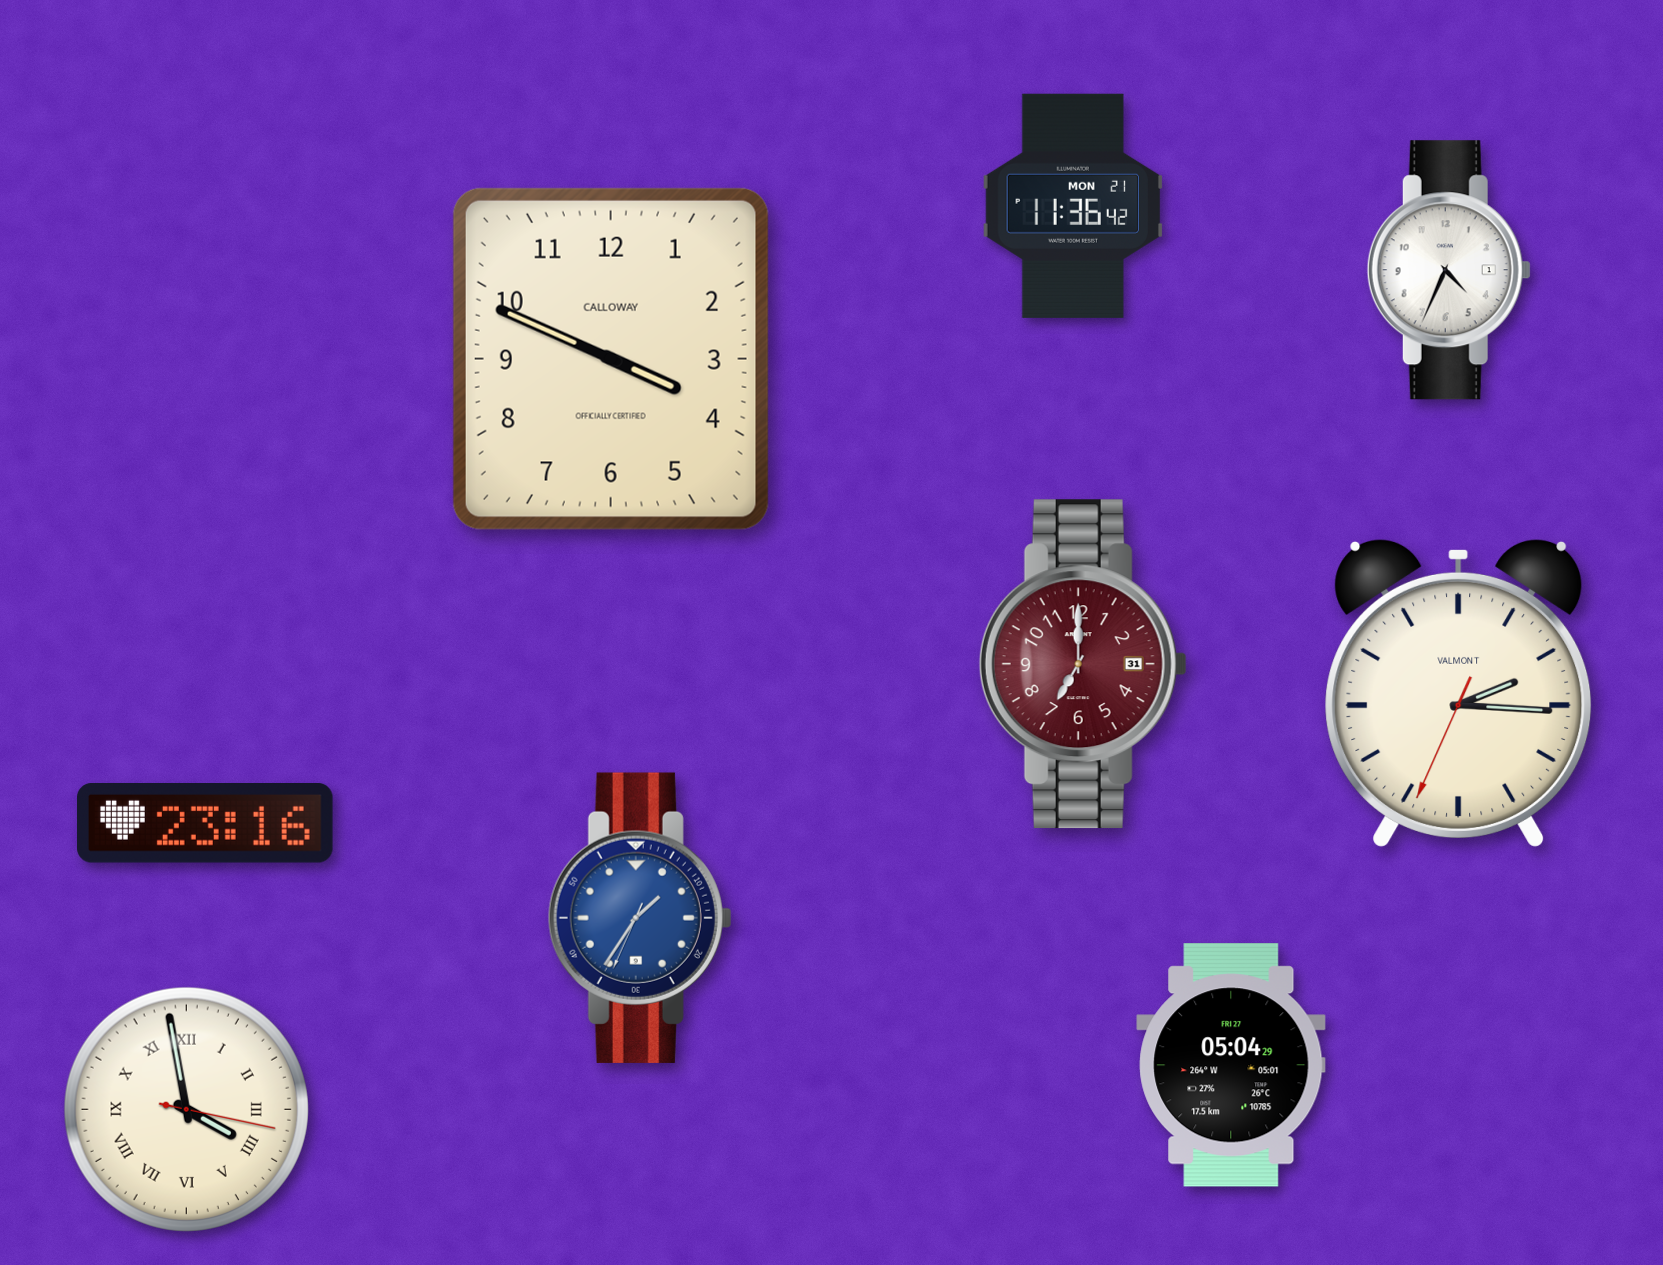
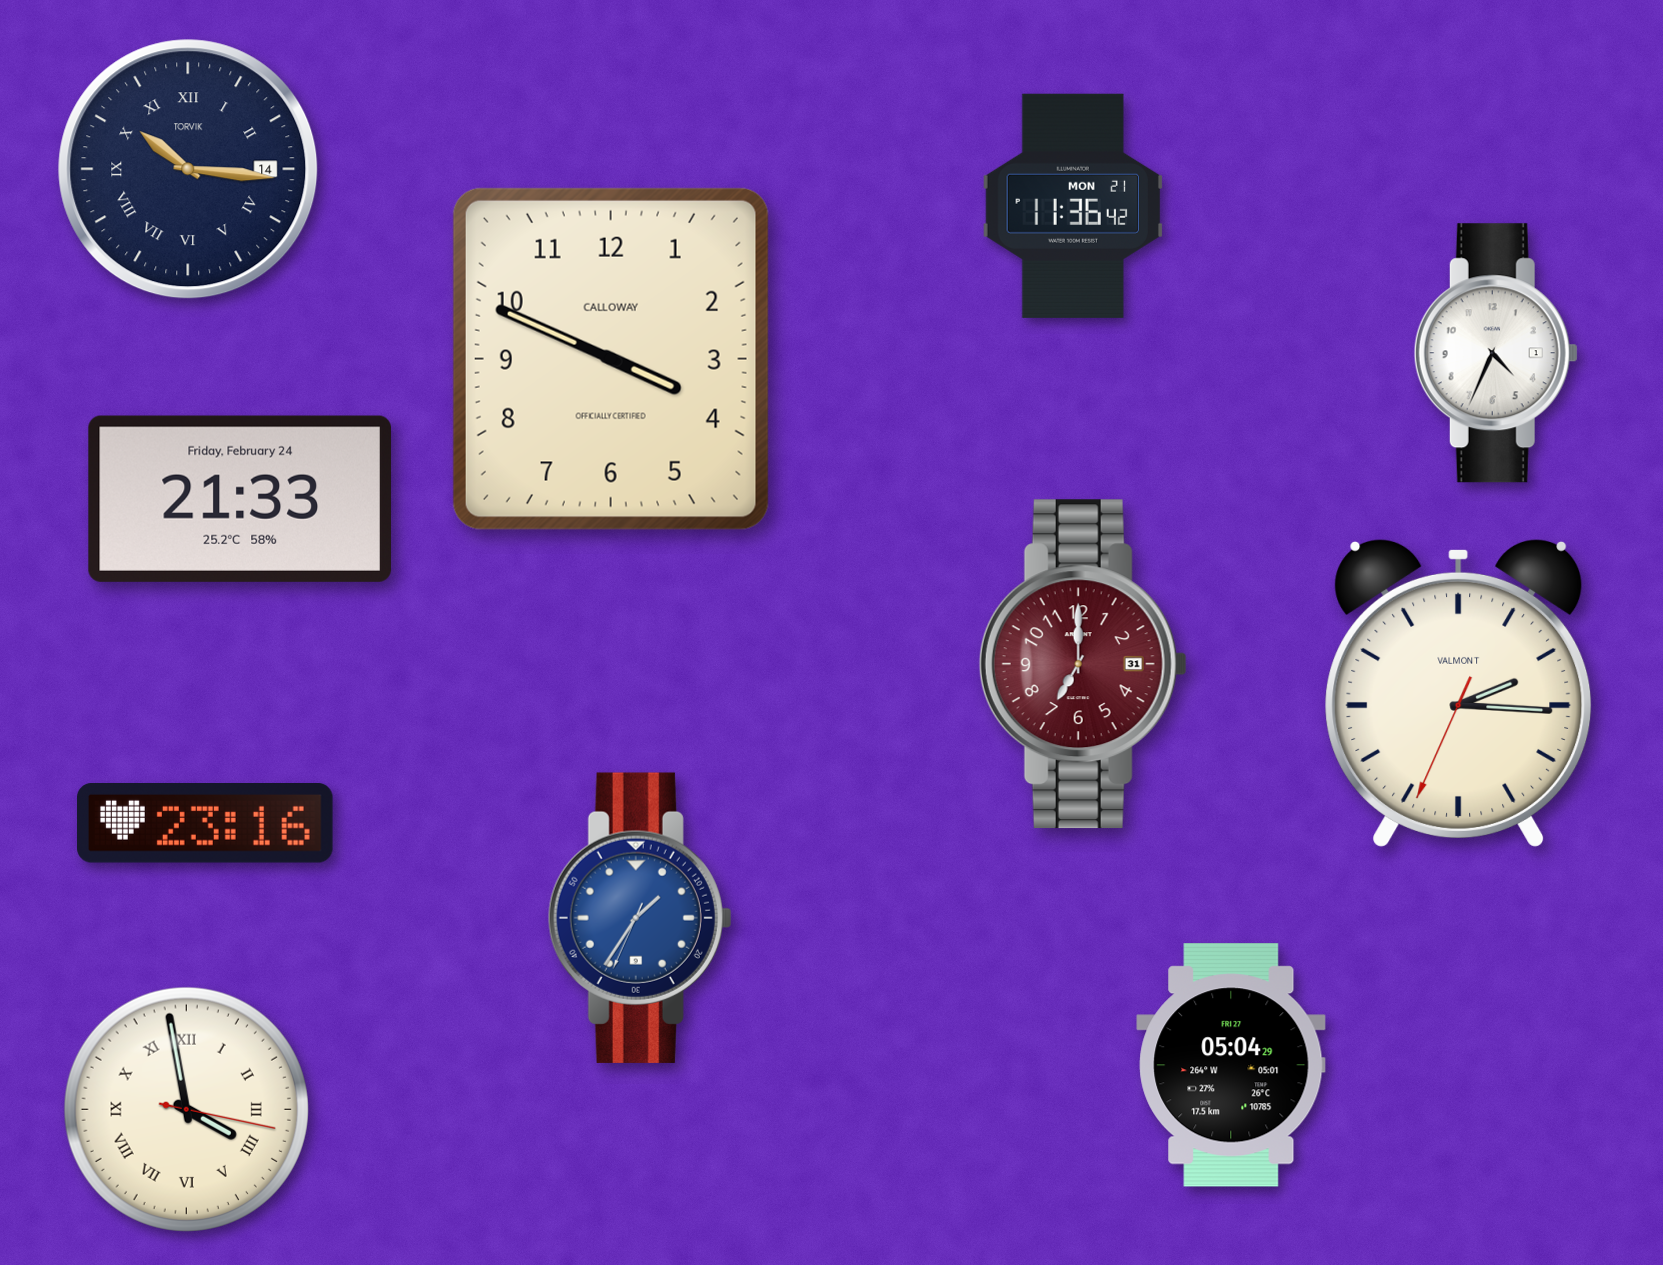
clock at (188, 169): none -> 10:16
clock at (1449, 270) position: (1449, 270) -> (1496, 353)
clock at (240, 499): none -> 21:33
